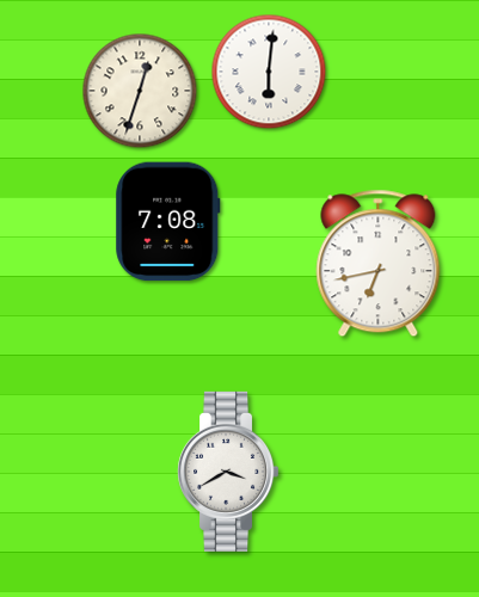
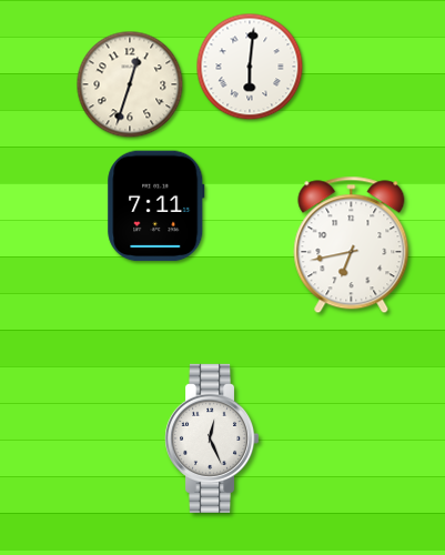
clock at (168, 222): 7:08 -> 7:11
clock at (228, 472): 3:40 -> 12:26
